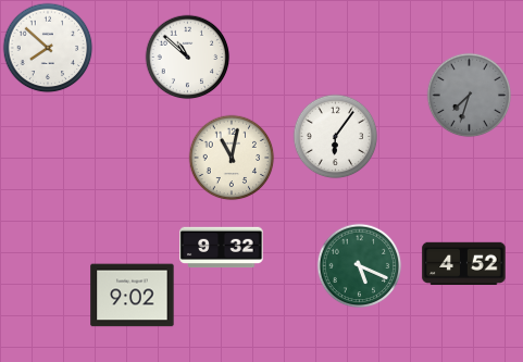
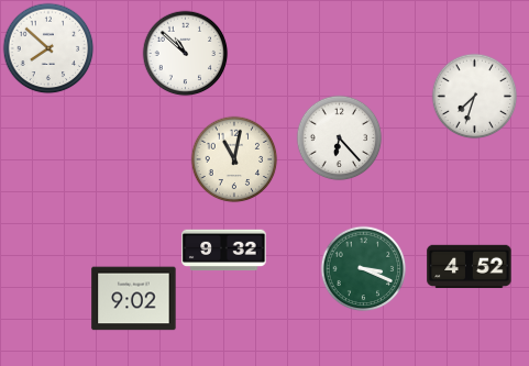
clock at (187, 57) position: (187, 57) -> (185, 53)
clock at (469, 95) dial: grey -> white
clock at (335, 136): 6:06 -> 6:23
clock at (359, 265): 5:19 -> 3:19
